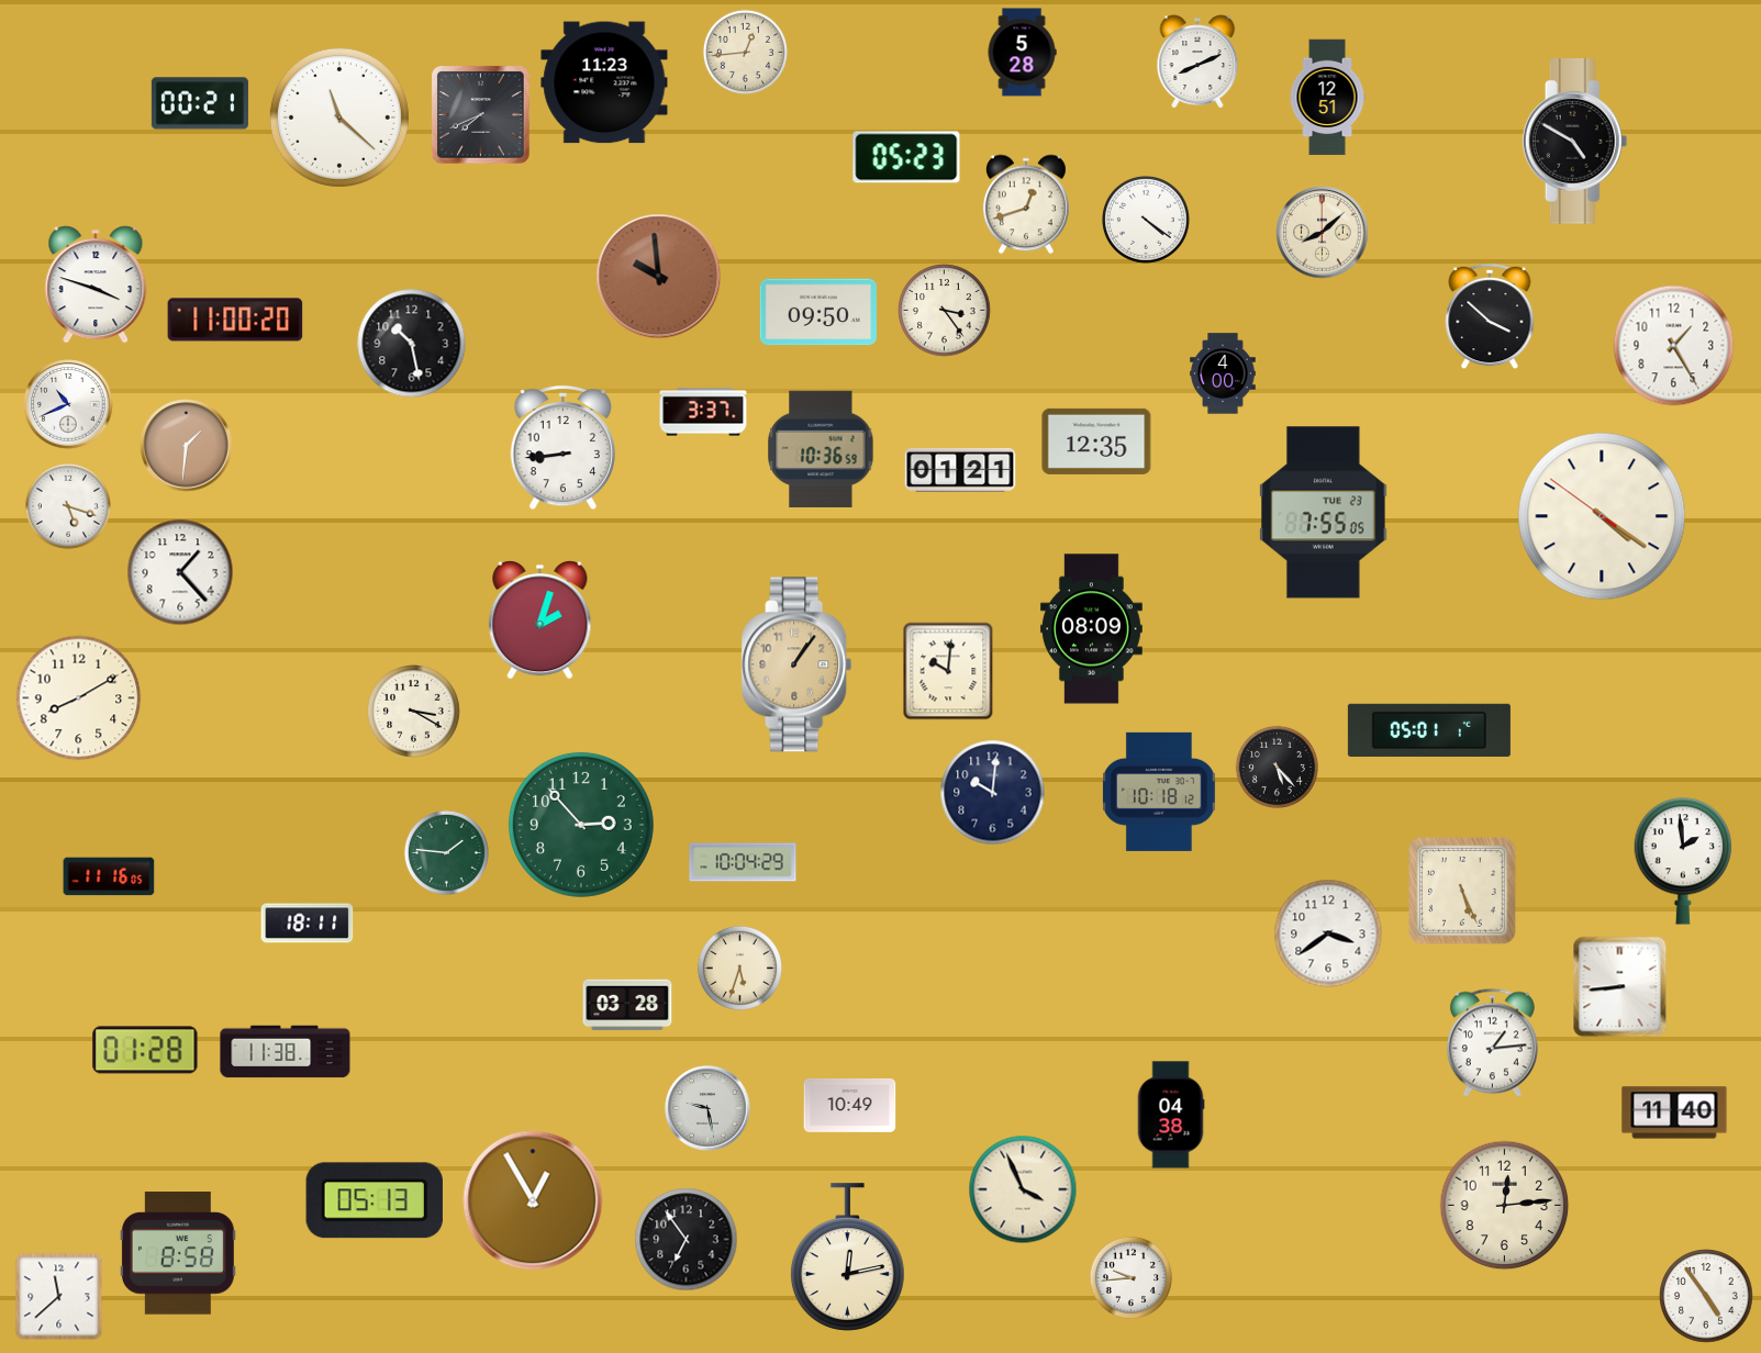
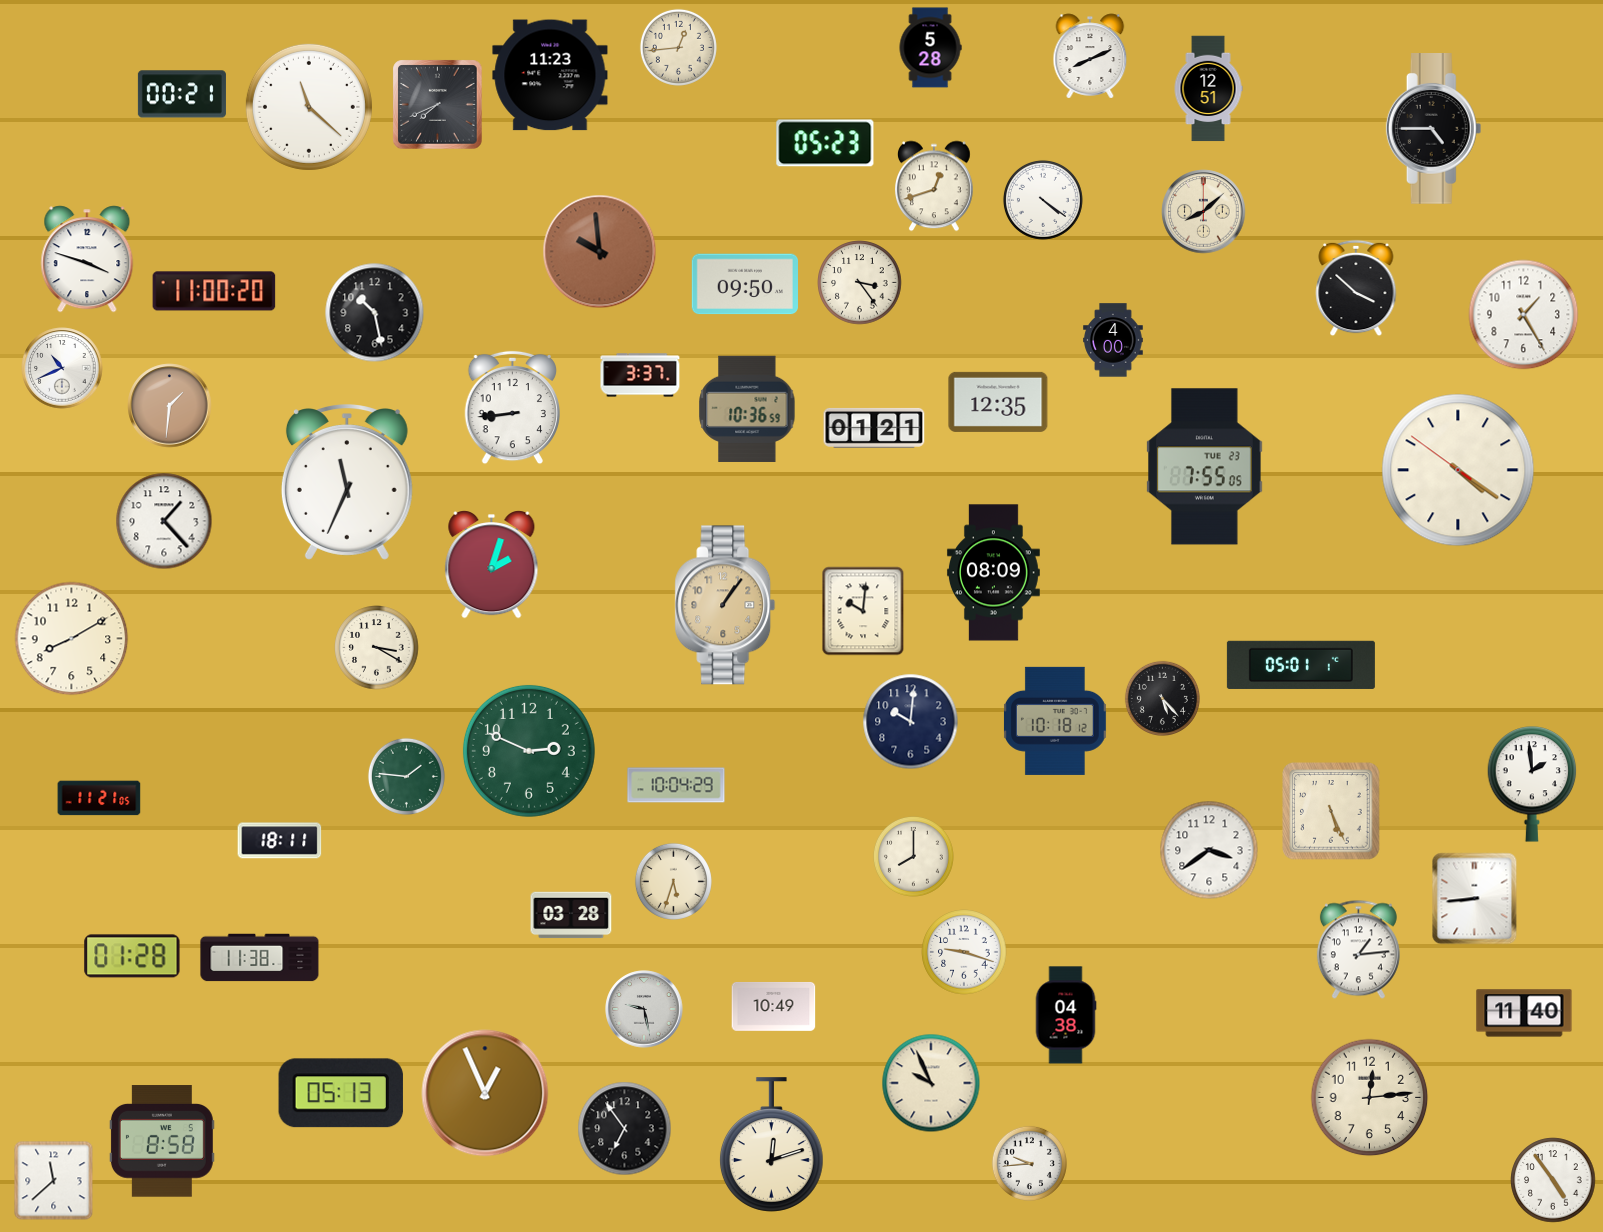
clock at (1575, 142): 4:50 -> 4:45
clock at (68, 506): 5:18 -> none
clock at (347, 482): none -> 11:34
clock at (79, 698) position: (79, 698) -> (72, 639)
clock at (993, 793) position: (993, 793) -> (911, 722)
clock at (581, 825): 2:53 -> 2:49
clock at (109, 876): 11:16 -> 11:21
clock at (914, 857): none -> 8:00
clock at (964, 952): none -> 9:18
clock at (1023, 1189): 3:56 -> 9:56
clock at (533, 1200): 12:55 -> 12:56
clock at (847, 1257): 12:13 -> 12:12
